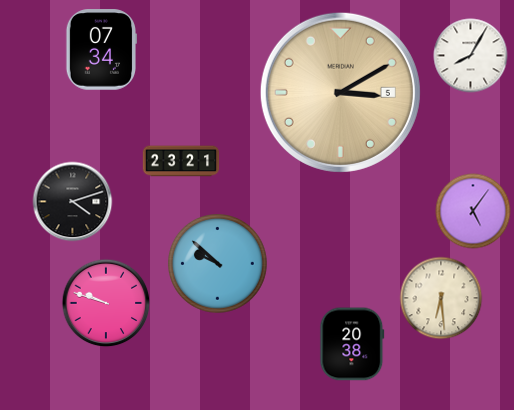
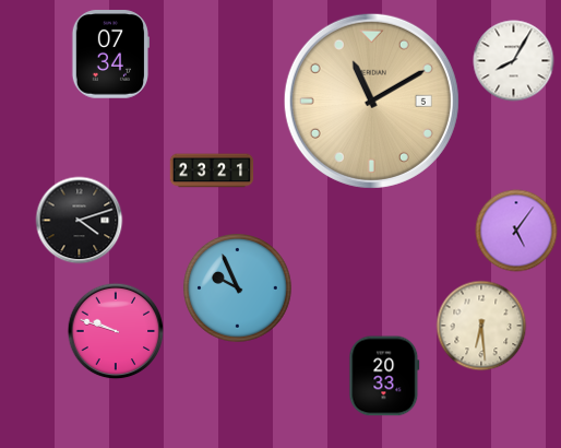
clock at (340, 92): 3:10 -> 11:10
clock at (181, 161) position: (181, 161) -> (212, 170)
clock at (218, 264): 9:52 -> 9:56
clock at (352, 344): 20:38 -> 20:33
